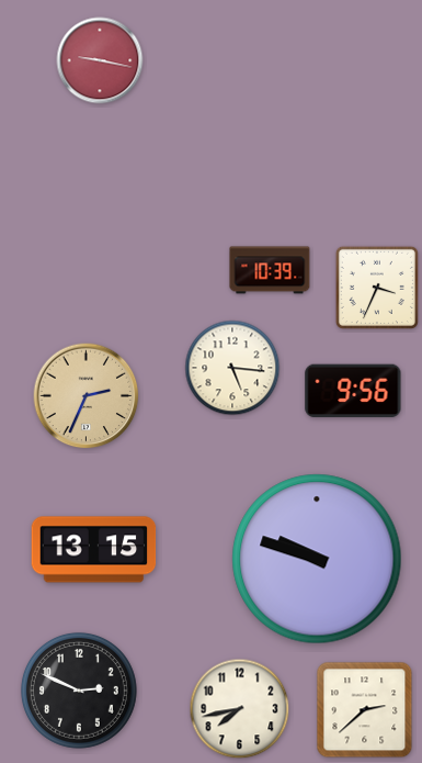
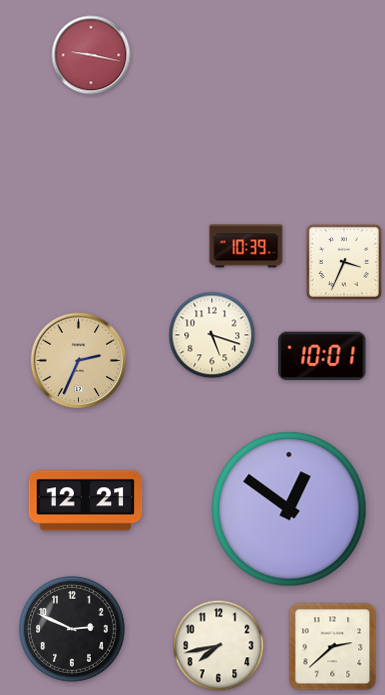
clock at (232, 368): 5:16 -> 5:18
clock at (353, 391): 9:56 -> 10:01
clock at (94, 550): 13:15 -> 12:21
clock at (317, 559): 9:48 -> 12:51
